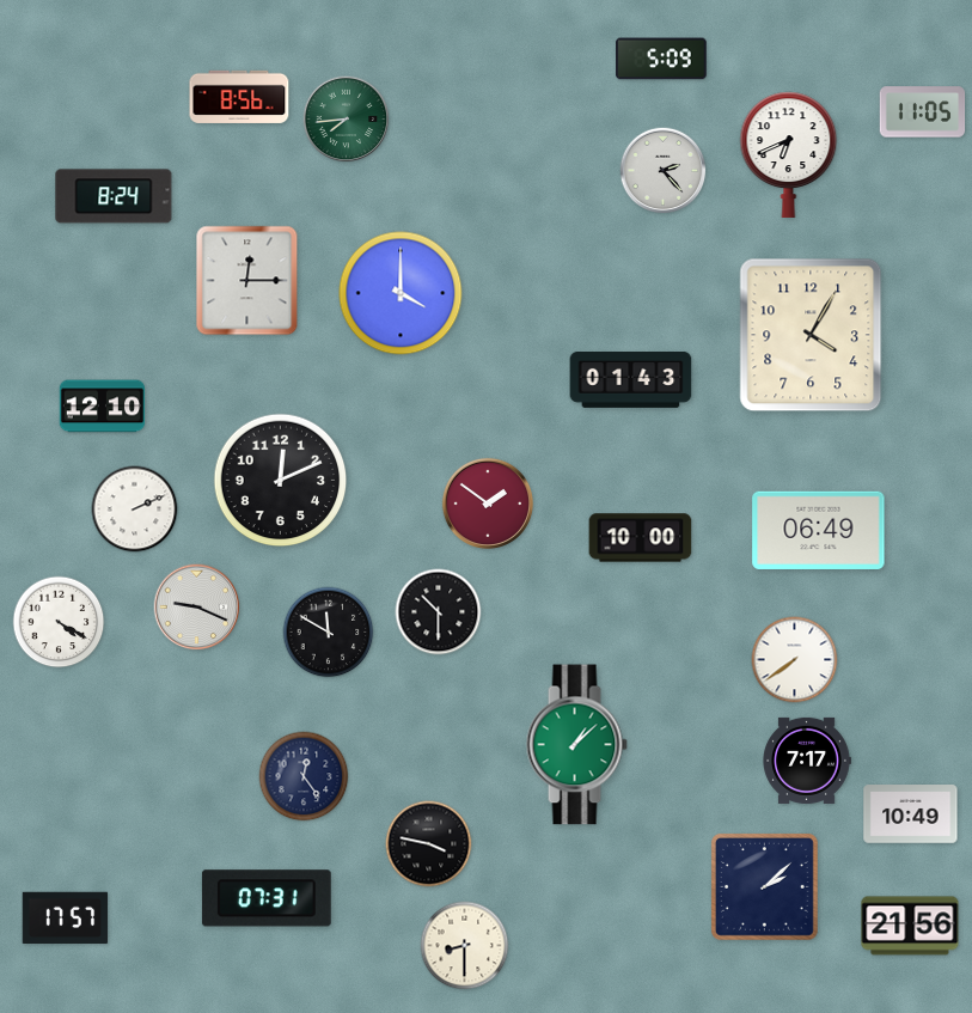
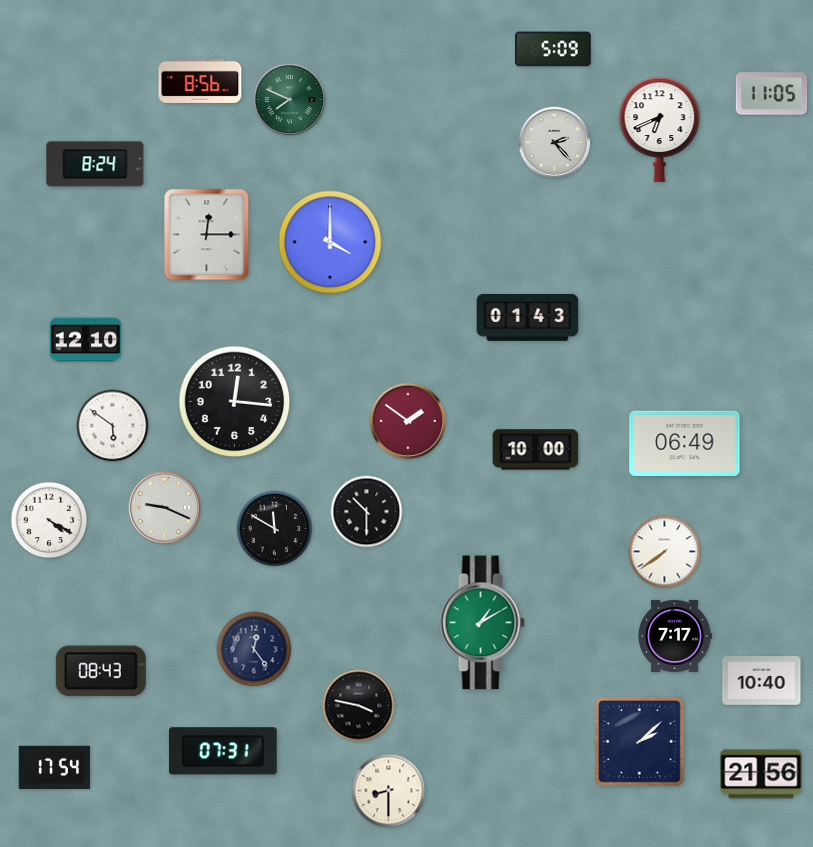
clock at (347, 120): 7:44 -> 7:49
clock at (401, 293) position: (401, 293) -> (330, 242)
clock at (811, 335): 4:05 -> none
clock at (281, 481): 12:11 -> 12:16
clock at (135, 509): 2:11 -> 5:51
clock at (576, 745): 1:08 -> 1:10
clock at (101, 671): none -> 08:43
clock at (911, 814): 10:49 -> 10:40
clock at (66, 917): 17:57 -> 17:54
